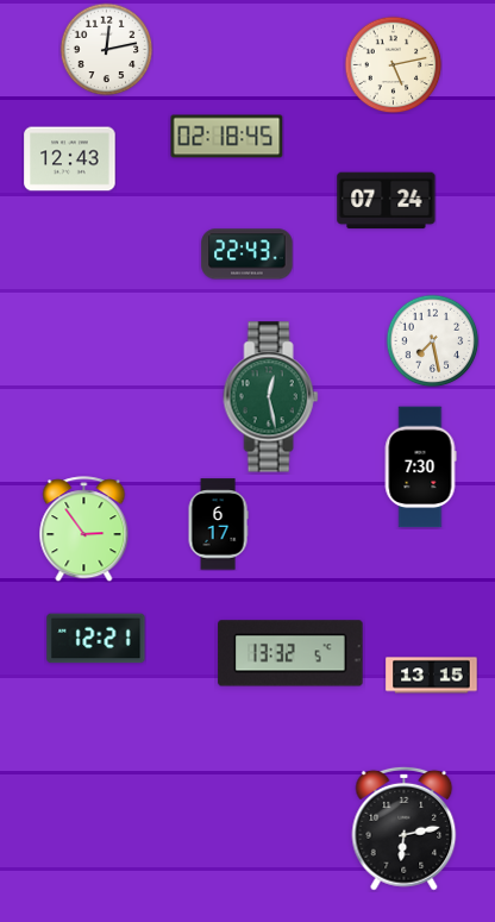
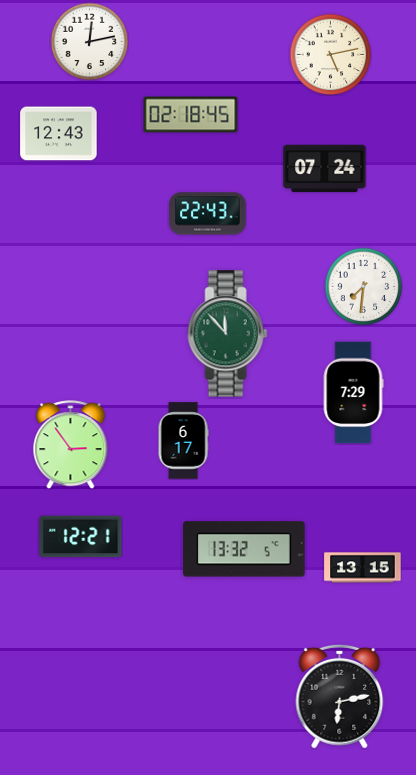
clock at (432, 340): 7:28 -> 7:31
clock at (271, 397): 12:28 -> 11:53
clock at (420, 468): 7:30 -> 7:29
